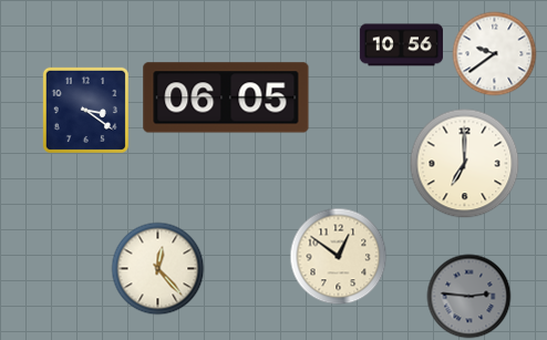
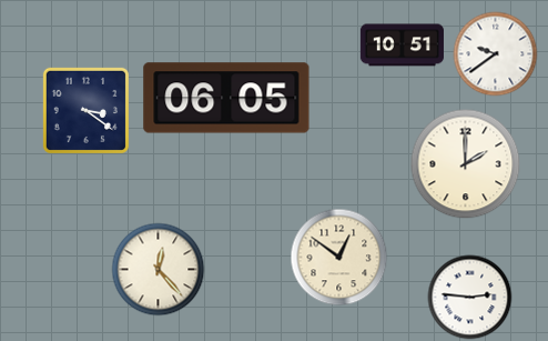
clock at (401, 45): 10:56 -> 10:51
clock at (465, 164): 7:00 -> 2:00
clock at (469, 297) dial: grey -> white
